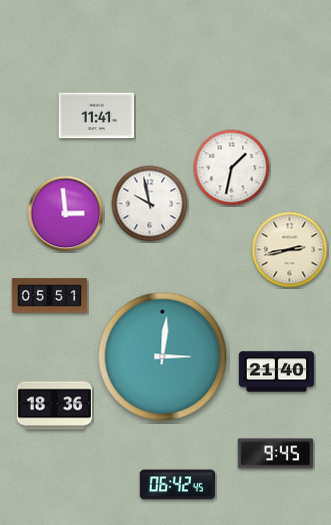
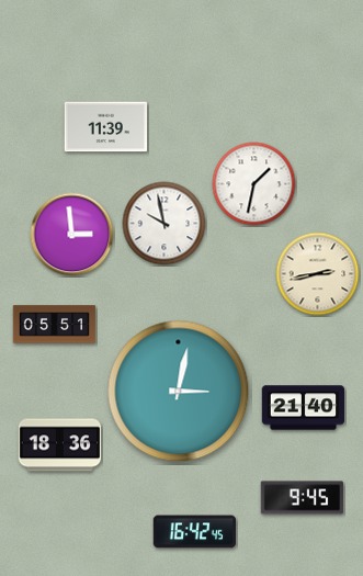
clock at (97, 116): 11:41 -> 11:39
clock at (163, 357): 3:01 -> 3:02
clock at (178, 485): 06:42 -> 16:42
